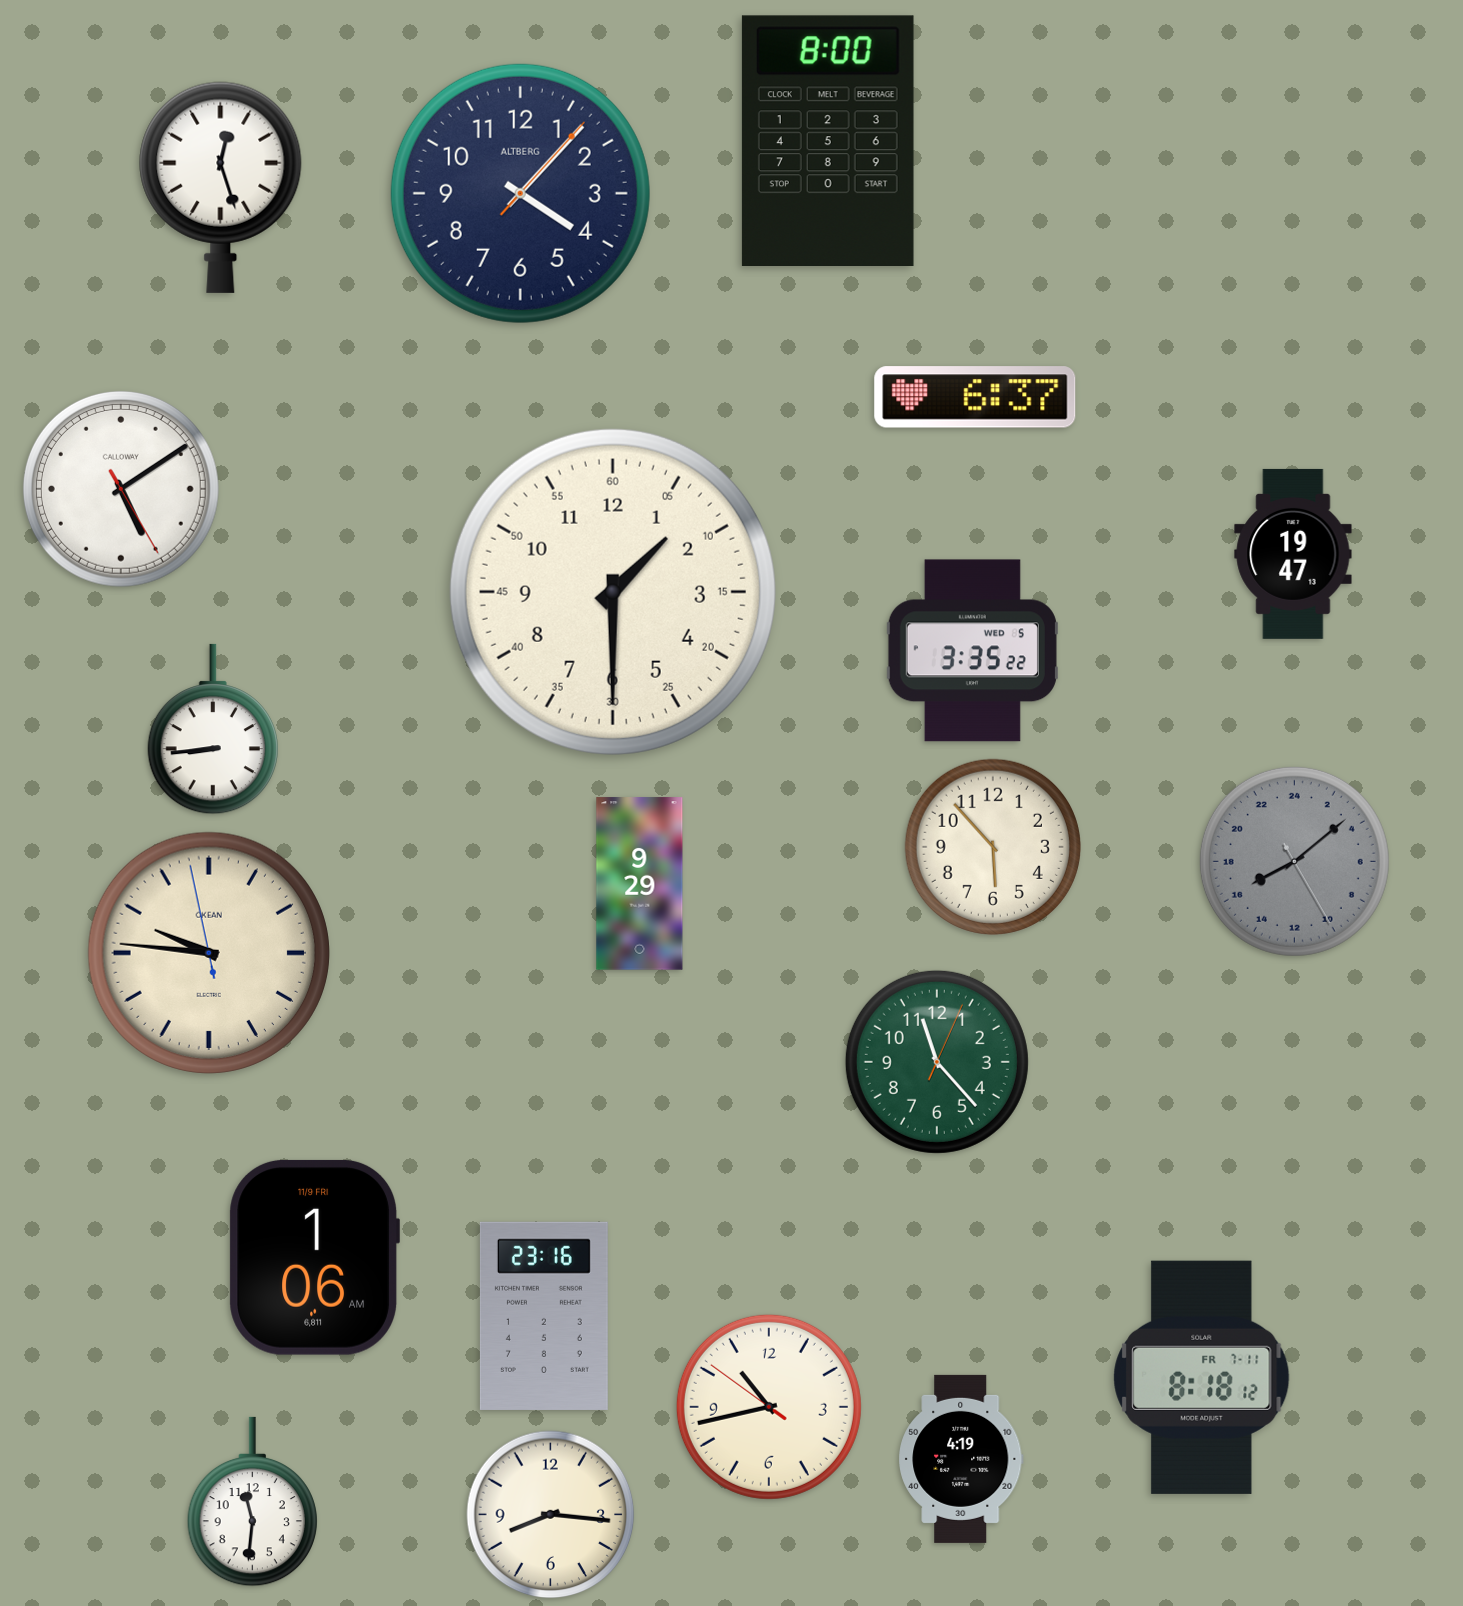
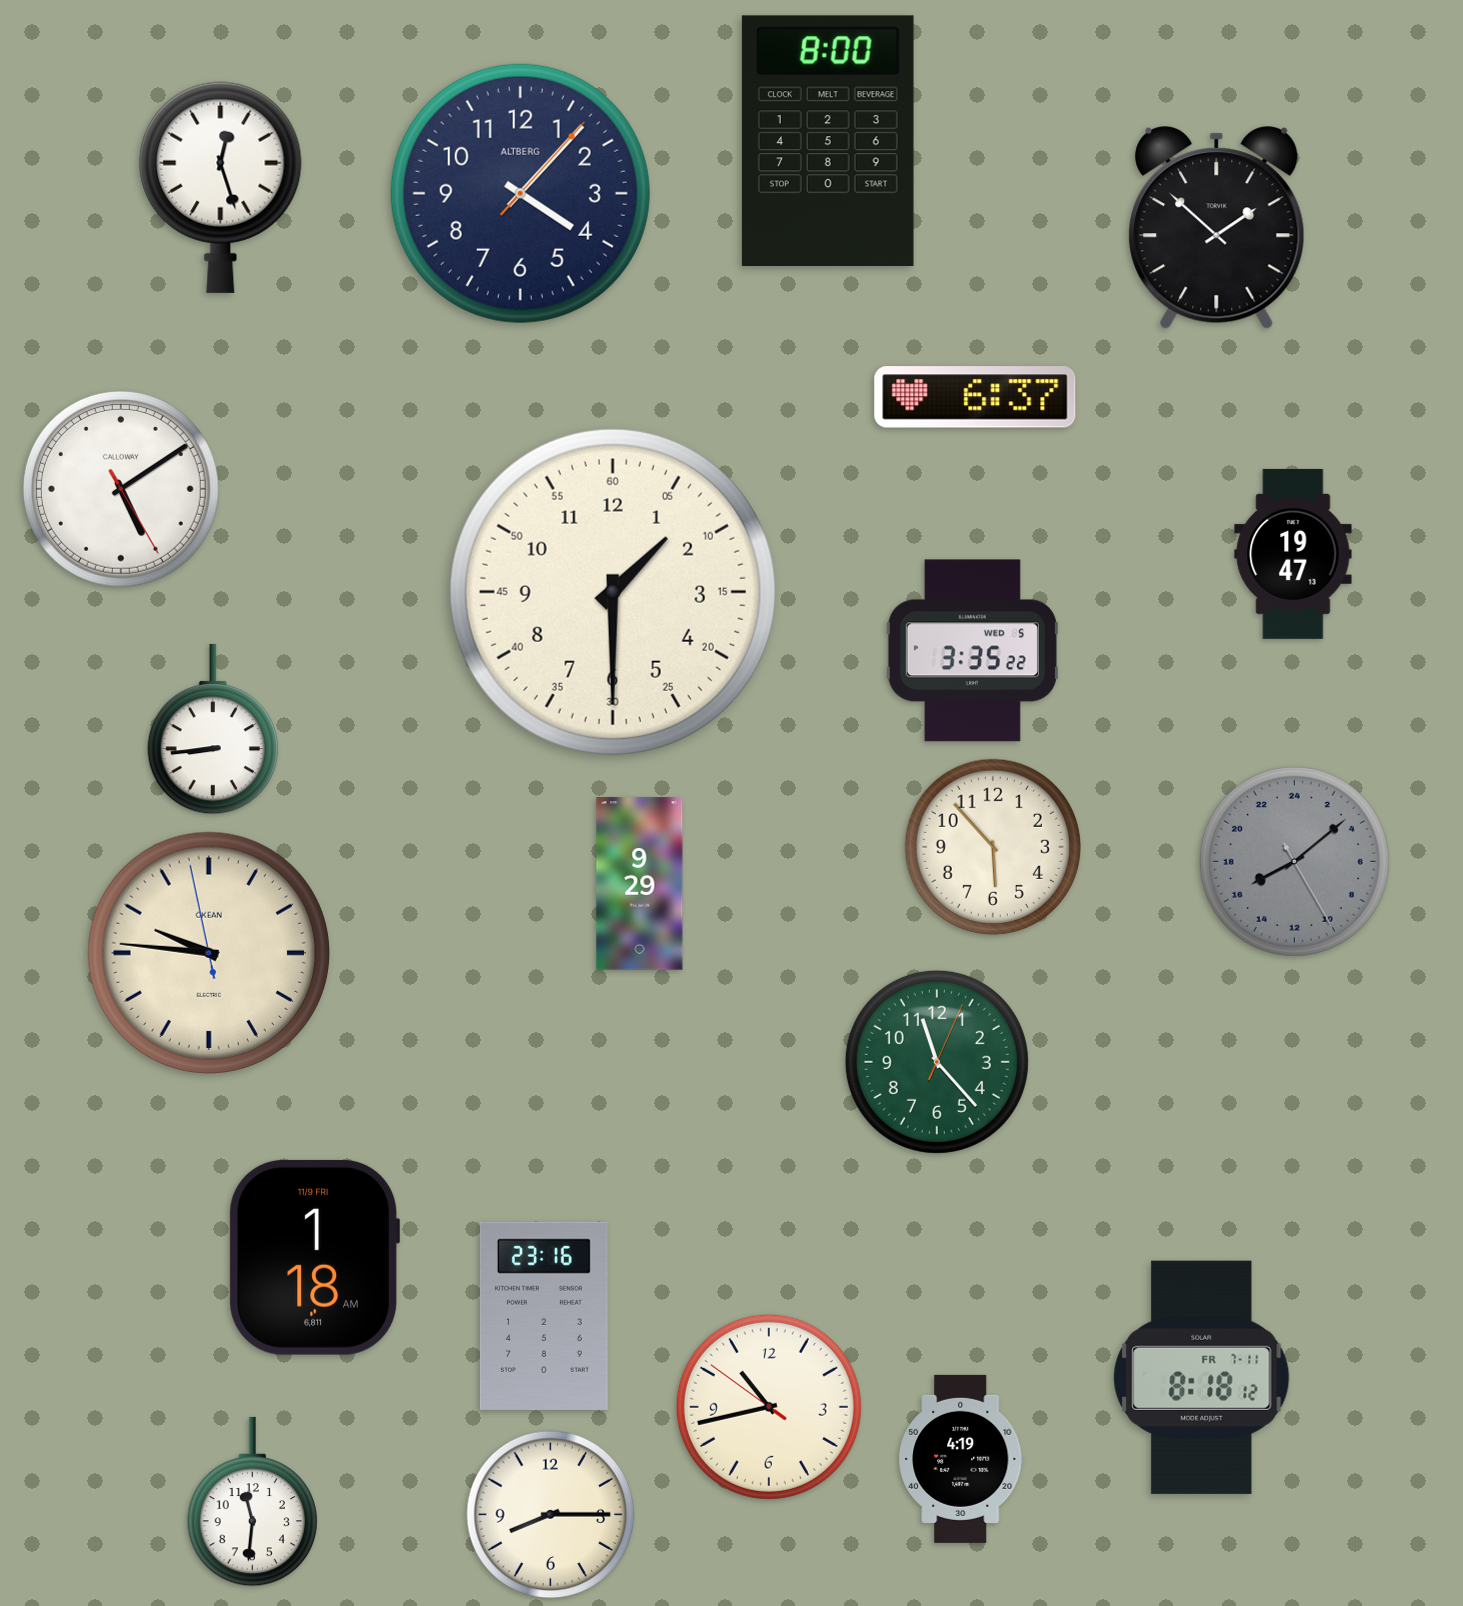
clock at (1217, 228): none -> 1:52
clock at (314, 1257): 1:06 -> 1:18
clock at (551, 1515): 8:16 -> 8:15
